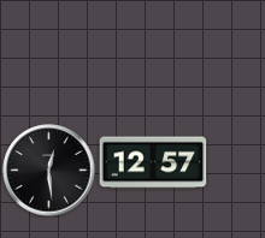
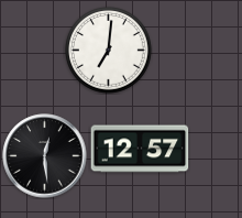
clock at (109, 51): none -> 7:01
